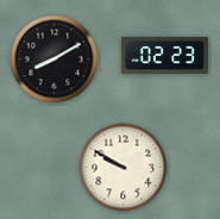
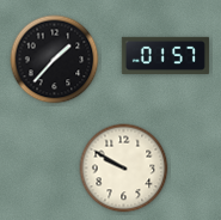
clock at (164, 55): 02:23 -> 01:57
clock at (55, 60): 8:10 -> 1:37
